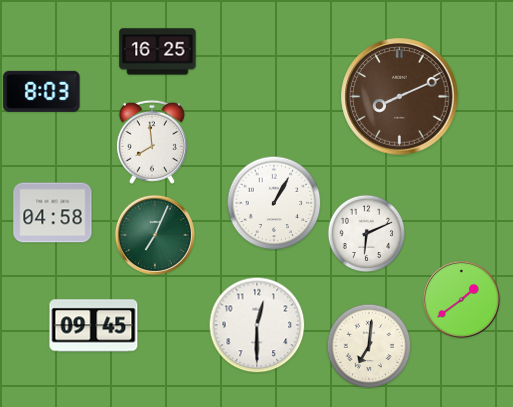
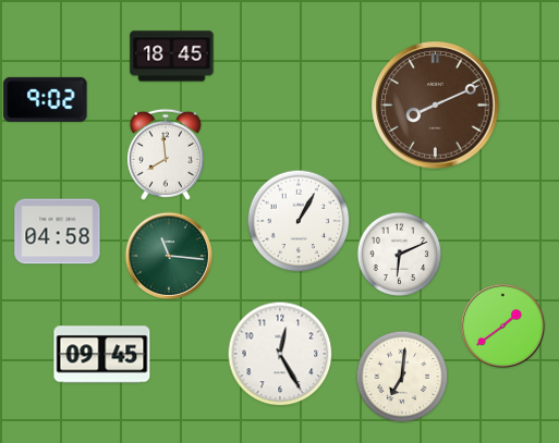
clock at (158, 52): 16:25 -> 18:45
clock at (42, 91): 8:03 -> 9:02
clock at (155, 235): 7:04 -> 11:16
clock at (257, 325): 12:30 -> 12:25
